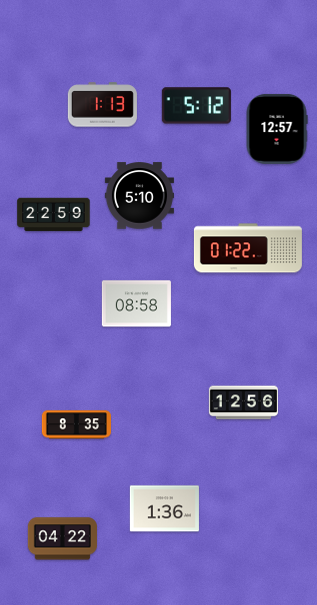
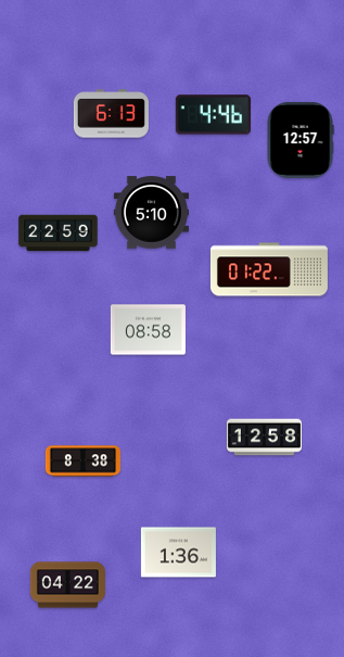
clock at (102, 105): 1:13 -> 6:13
clock at (196, 106): 5:12 -> 4:46
clock at (243, 403): 12:56 -> 12:58
clock at (76, 425): 8:35 -> 8:38
